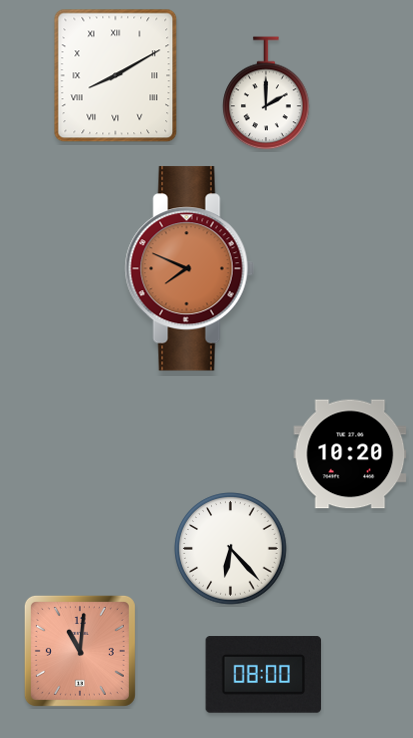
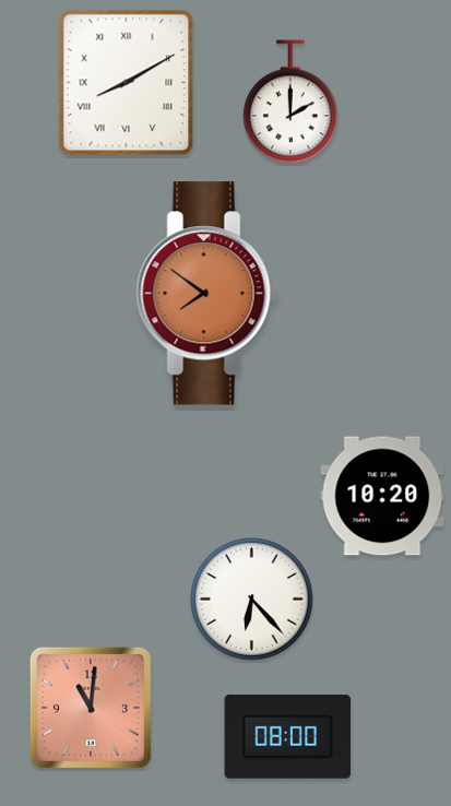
clock at (189, 269): 7:49 -> 7:51
clock at (80, 651) position: (80, 651) -> (91, 708)
